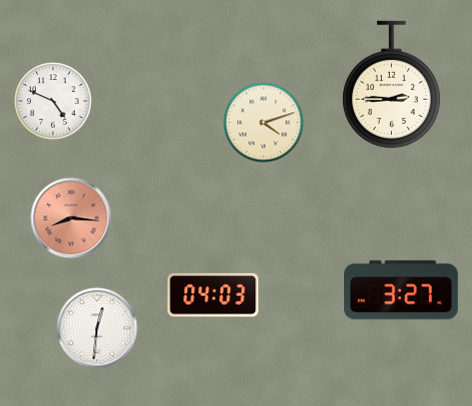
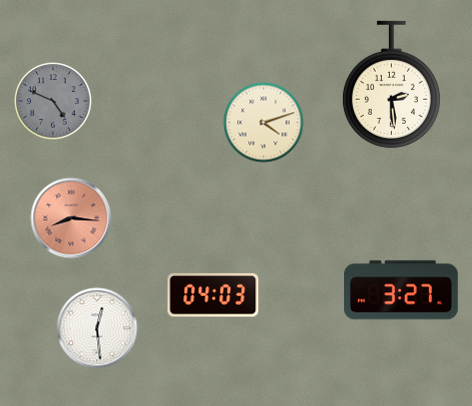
clock at (391, 85): 2:45 -> 2:29
clock at (53, 101) dial: white -> grey
clock at (97, 328): 12:31 -> 12:29
